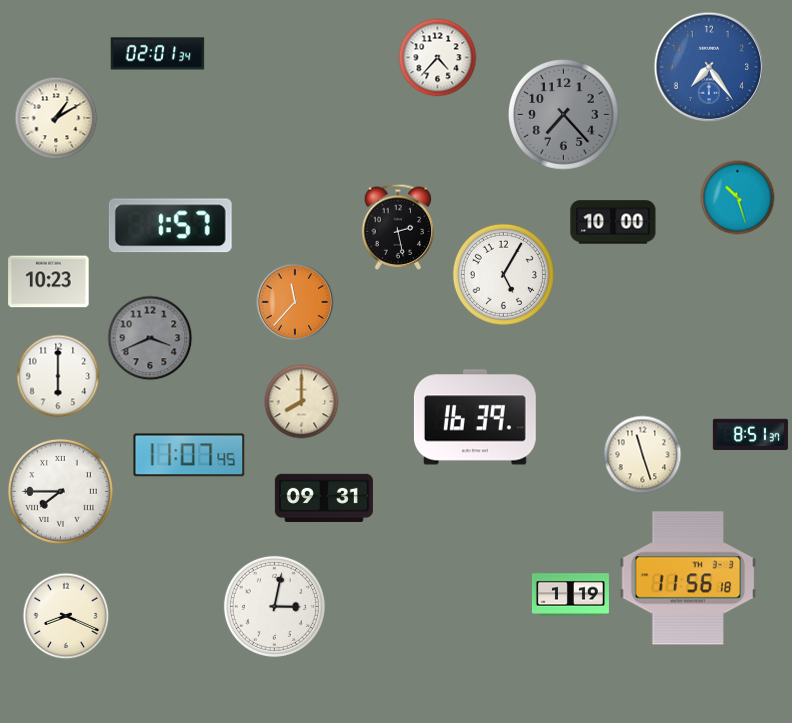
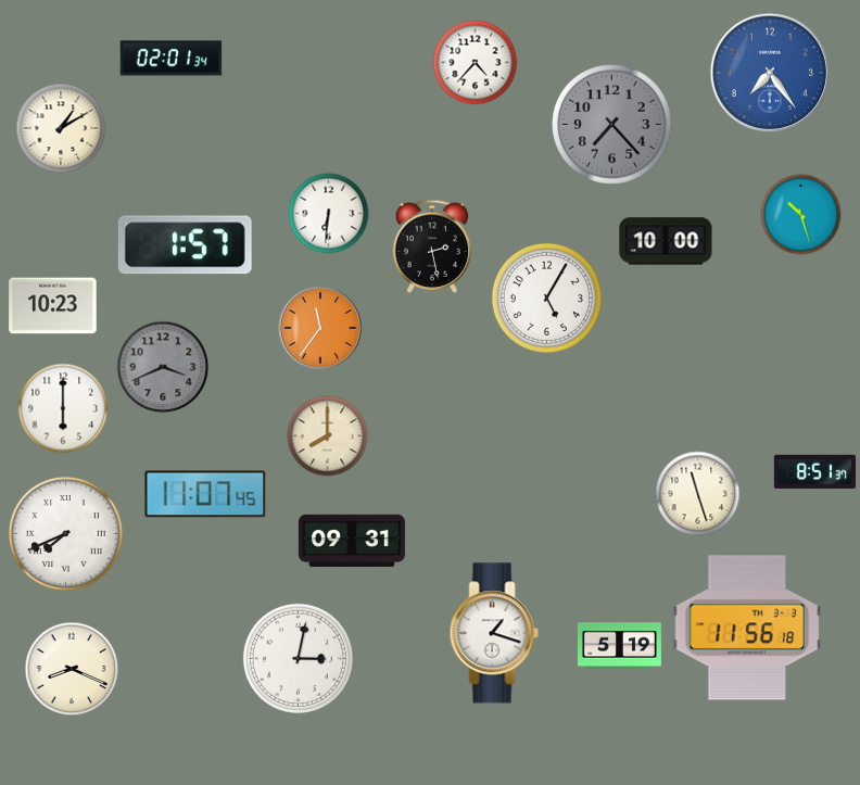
clock at (329, 214): none -> 6:31
clock at (295, 302): 11:37 -> 11:36
clock at (475, 417): 16:39 -> none
clock at (60, 491): 7:45 -> 7:41
clock at (494, 633): none -> 1:18
clock at (570, 595): 1:19 -> 5:19
